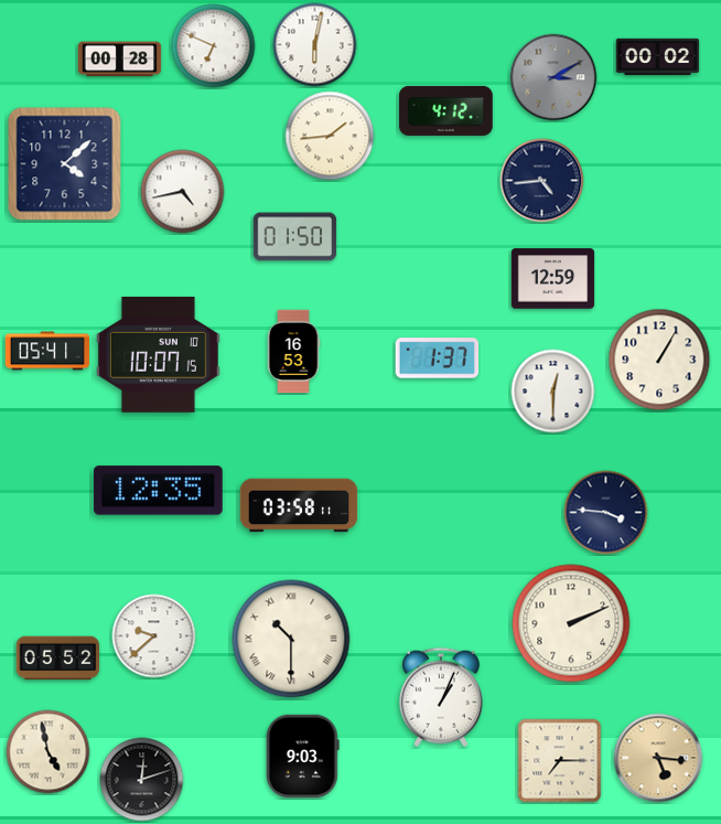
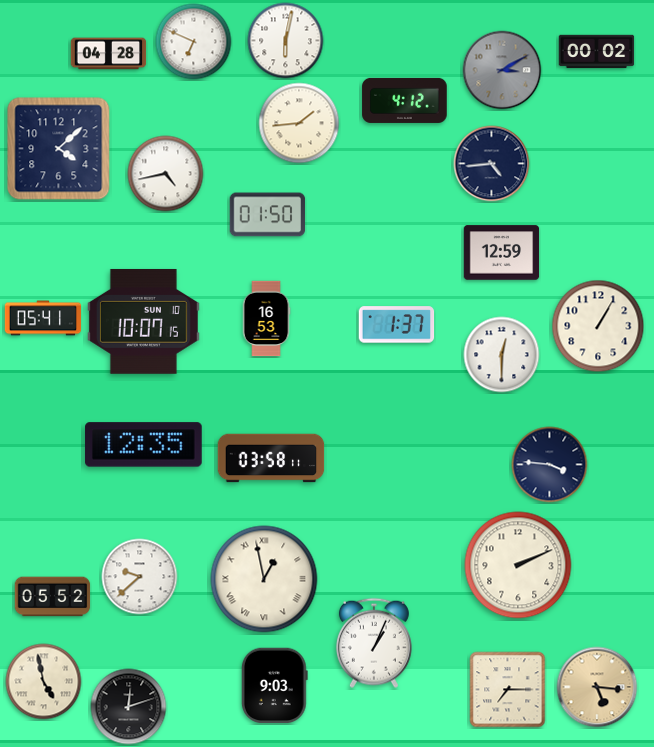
clock at (120, 60): 00:28 -> 04:28
clock at (291, 639): 10:30 -> 12:58
clock at (441, 697) position: (441, 697) -> (374, 643)
